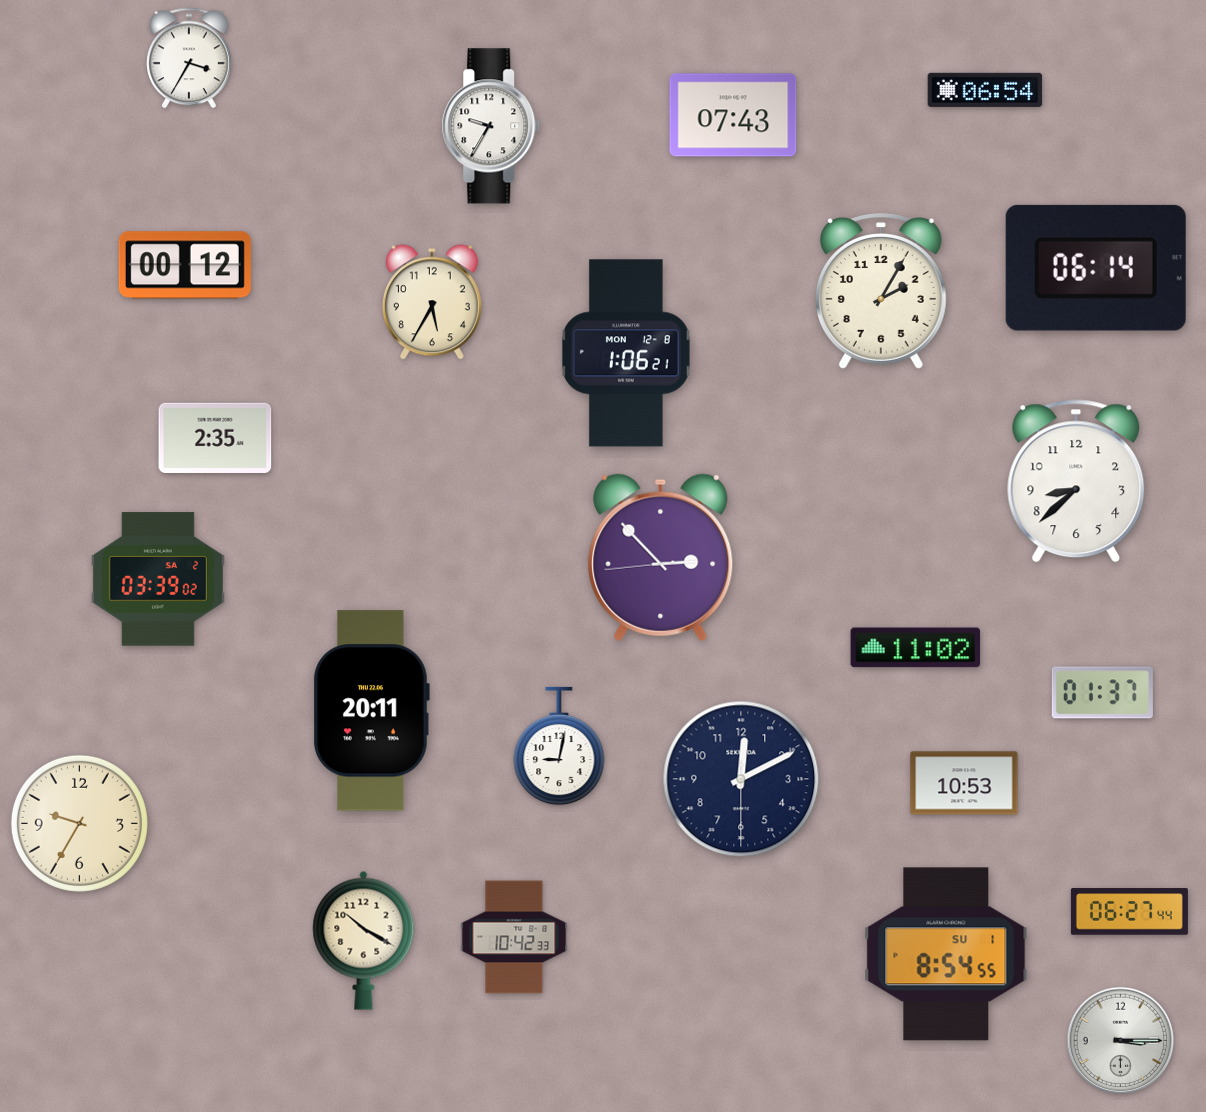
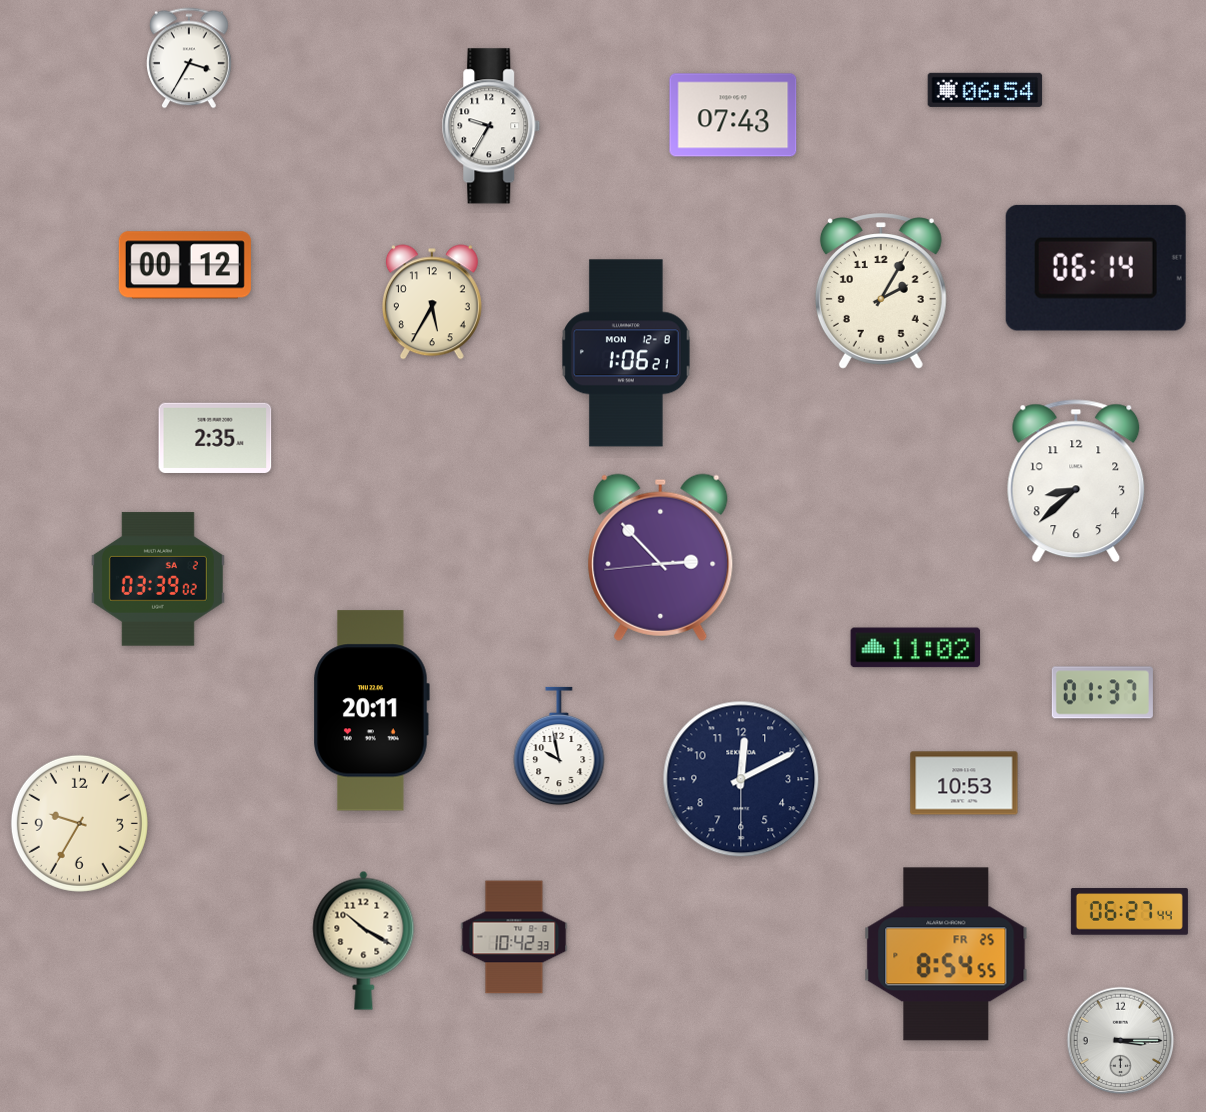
clock at (559, 746): 9:02 -> 9:58
clock at (946, 954) date: SU 1 -> FR 25
